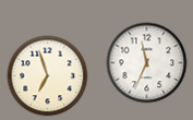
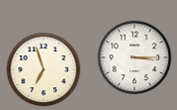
clock at (147, 63): 11:34 -> 3:15
